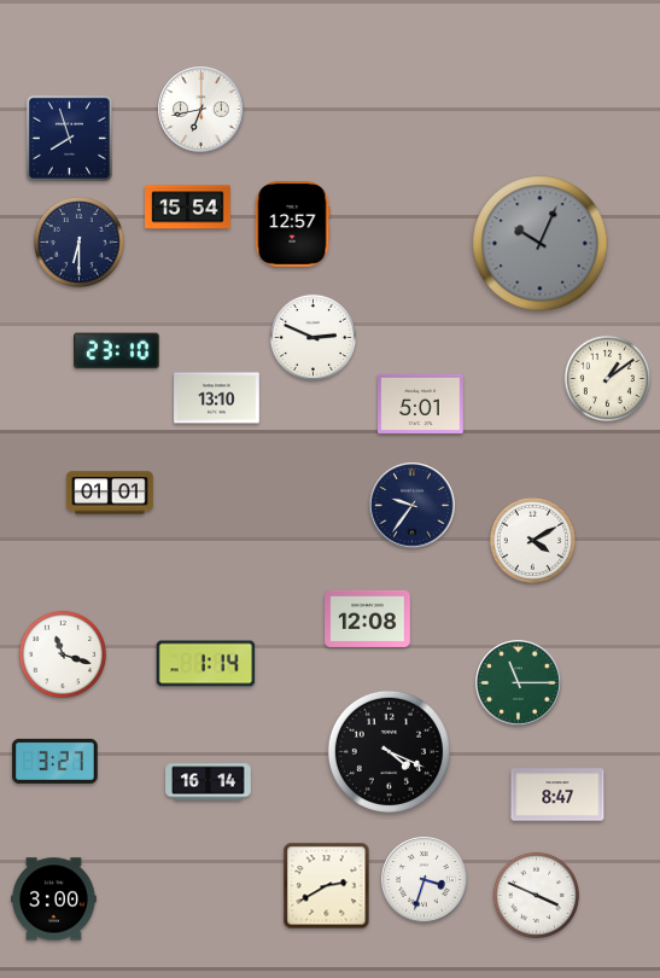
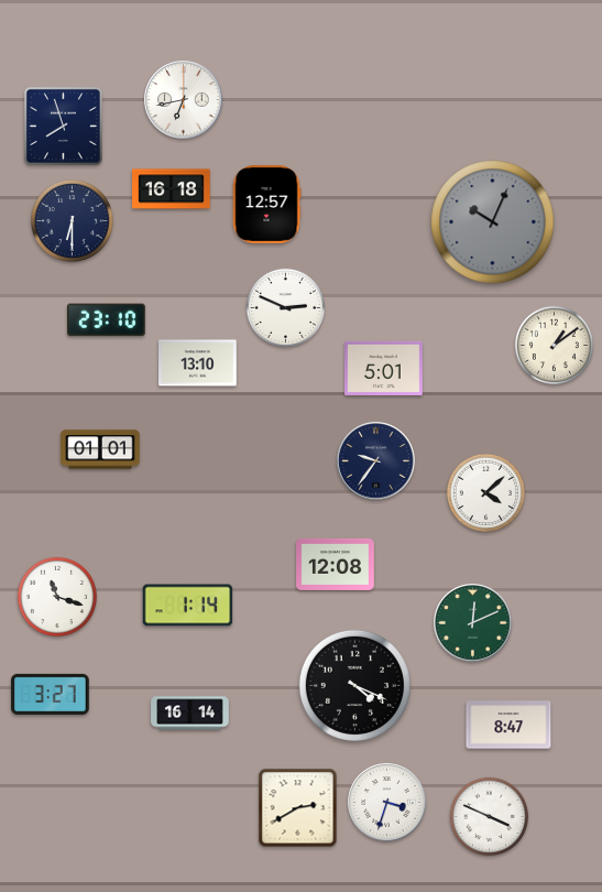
clock at (188, 208): 15:54 -> 16:18
clock at (532, 540): 4:10 -> 4:08
clock at (519, 683): 11:15 -> 12:11
clock at (54, 900): 3:00 -> none
